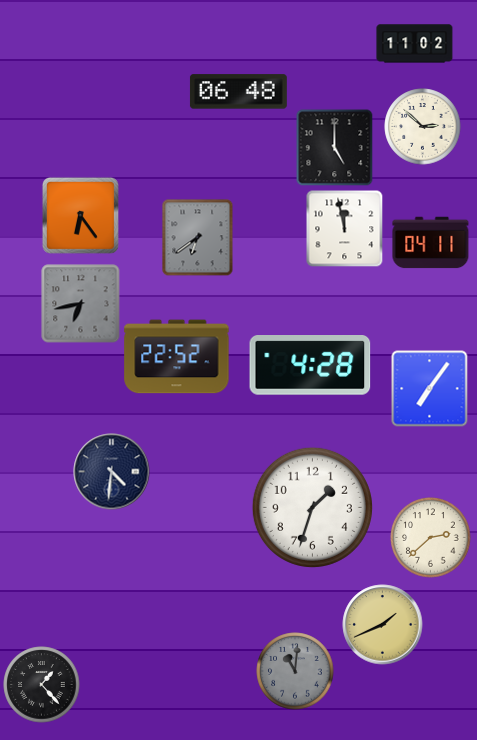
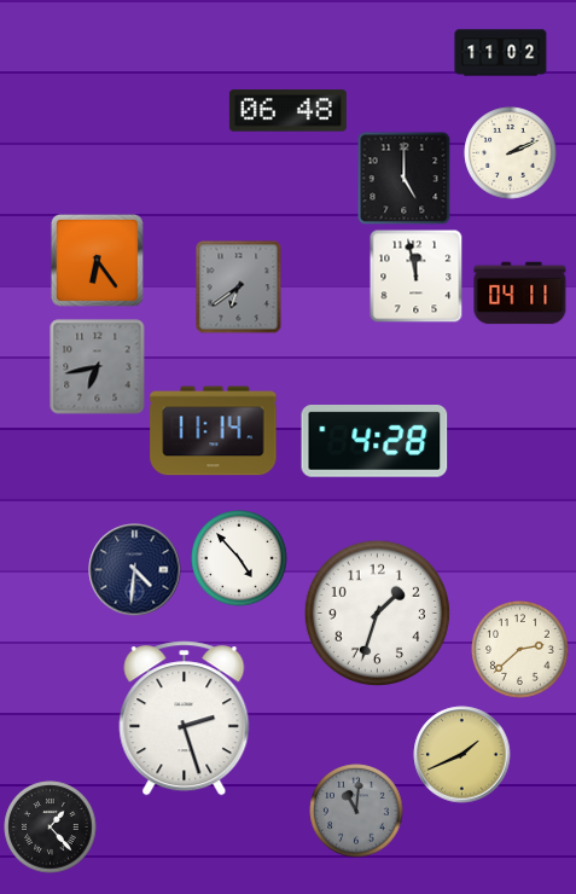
clock at (423, 127): 2:52 -> 2:11
clock at (177, 357): 22:52 -> 11:14
clock at (430, 389): 7:06 -> none
clock at (239, 558): none -> 4:53
clock at (185, 719): none -> 2:27
